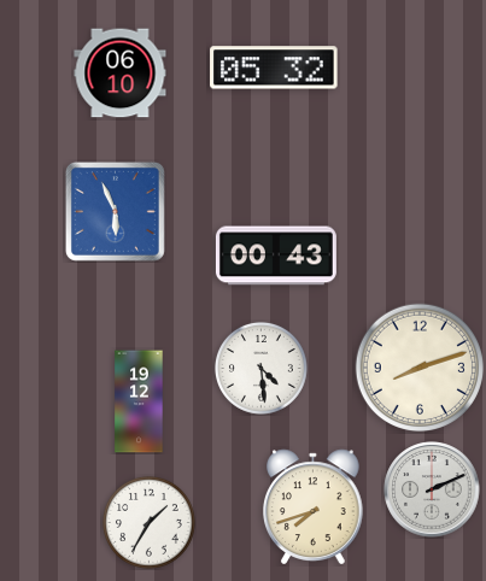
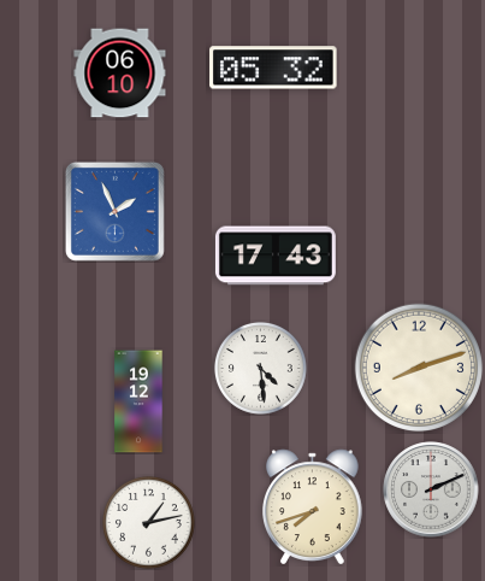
clock at (115, 211): 5:56 -> 1:56
clock at (276, 256): 00:43 -> 17:43
clock at (148, 522): 1:35 -> 1:13
